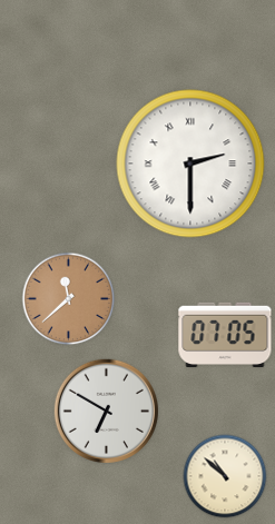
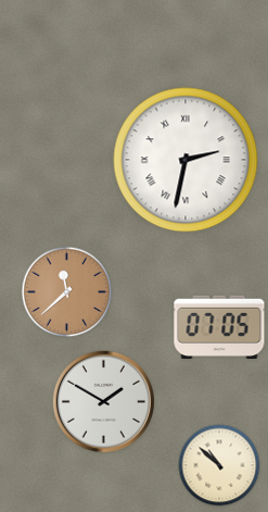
clock at (190, 164): 2:30 -> 2:32
clock at (106, 411): 6:50 -> 1:50
